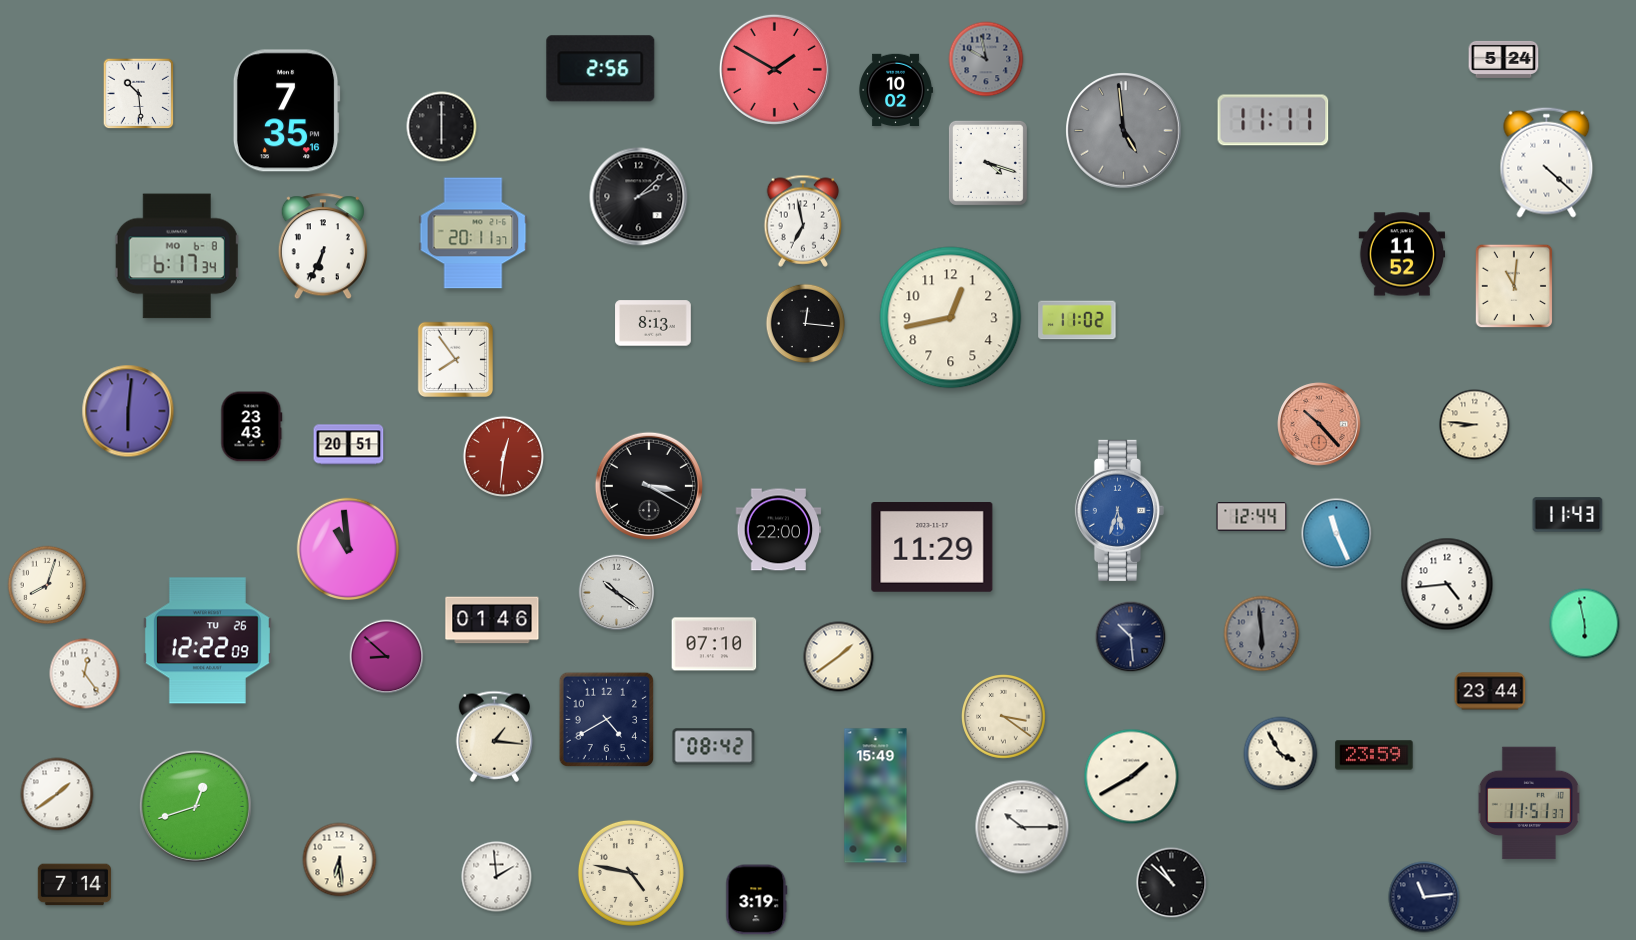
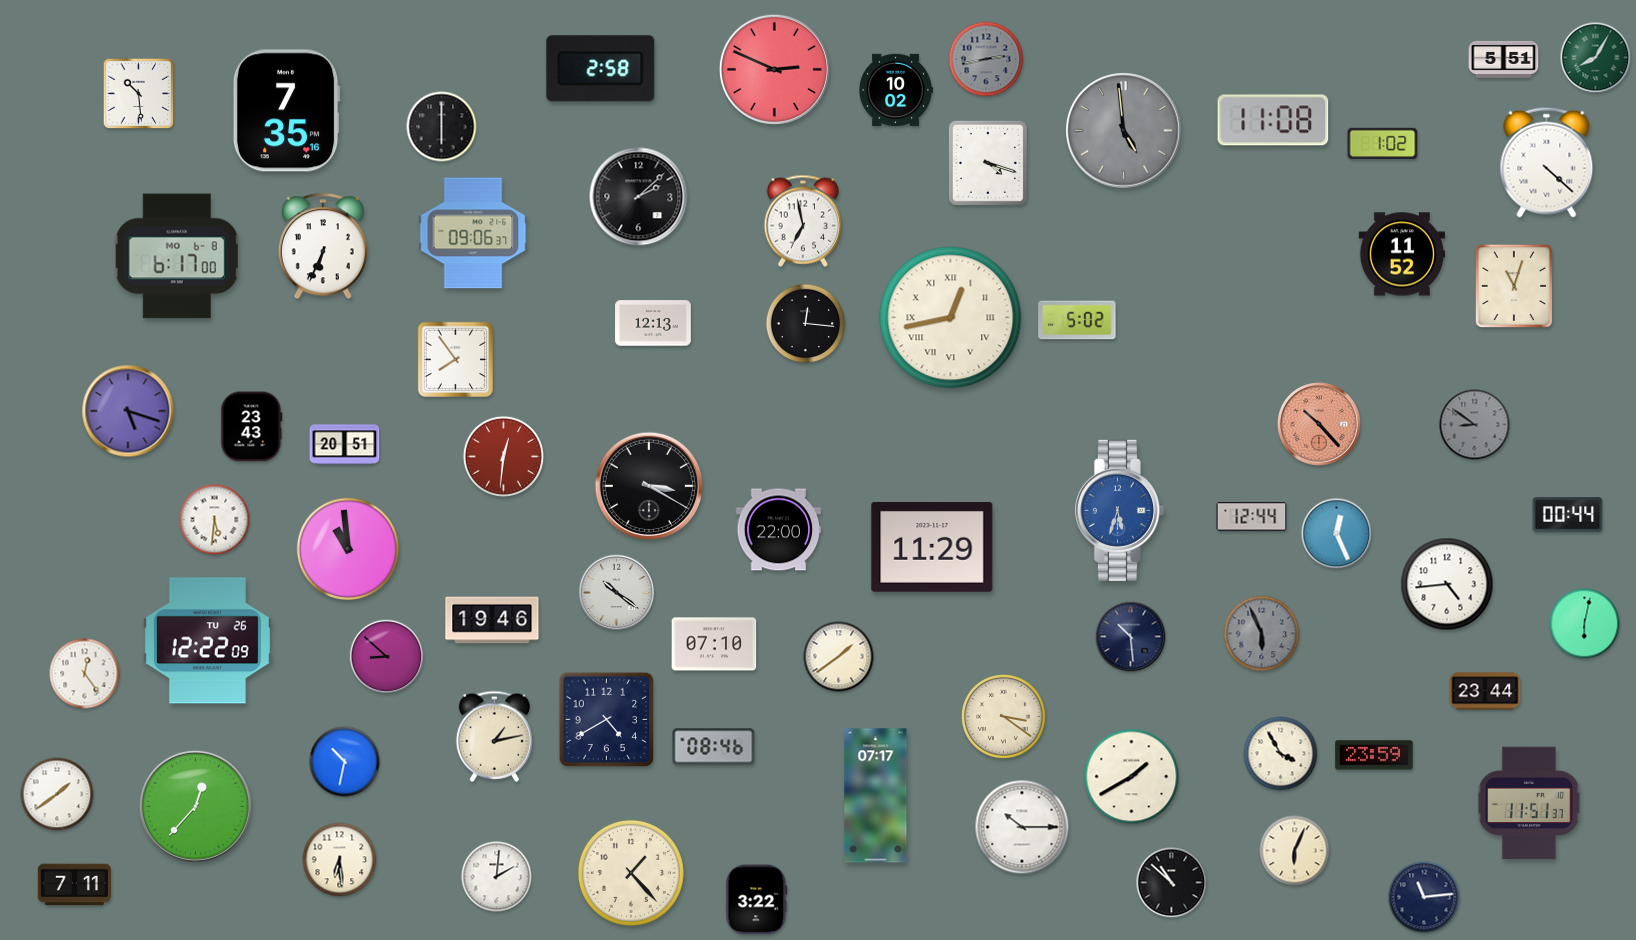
clock at (1596, 58): none -> 8:05
clock at (986, 59): 9:58 -> 2:43
clock at (1504, 59): 5:24 -> 5:51
clock at (601, 69): 2:56 -> 2:58
clock at (774, 69): 1:50 -> 2:49
clock at (1273, 120): 11:11 -> 11:08
clock at (1383, 143): none -> 1:02
clock at (473, 233): 20:11 -> 09:06
clock at (177, 256): 6:17:34 -> 6:17:00
clock at (1514, 286): 11:01 -> 11:03
clock at (951, 318) numerals: Arabic -> Roman
clock at (1077, 320): 11:02 -> 5:02
clock at (653, 323): 8:13 -> 12:13
clock at (128, 411): 6:01 -> 5:18
clock at (1475, 425): 8:46 -> 8:51
clock at (1475, 425) dial: cream -> grey
clock at (349, 445) position: (349, 445) -> (345, 445)
clock at (1568, 515): 11:43 -> 00:44
clock at (215, 520): none -> 5:31
clock at (1337, 534): 11:26 -> 12:26
clock at (47, 585): 8:03 -> none
clock at (492, 620): 01:46 -> 19:46
clock at (1585, 624): 5:58 -> 6:02
clock at (1262, 634): 5:59 -> 5:56
clock at (1490, 691) position: (1490, 691) -> (1485, 691)
clock at (494, 736): 1:16 -> 1:13
clock at (714, 747): 08:42 -> 08:46
clock at (345, 762): none -> 10:32
clock at (876, 796): 15:49 -> 07:17
clock at (195, 806): 12:42 -> 12:37
clock at (1295, 851): none -> 6:04
clock at (631, 873): 4:47 -> 1:23
clock at (497, 877): 1:59 -> 2:01
clock at (74, 885): 7:14 -> 7:11
clock at (757, 900): 3:19 -> 3:22
